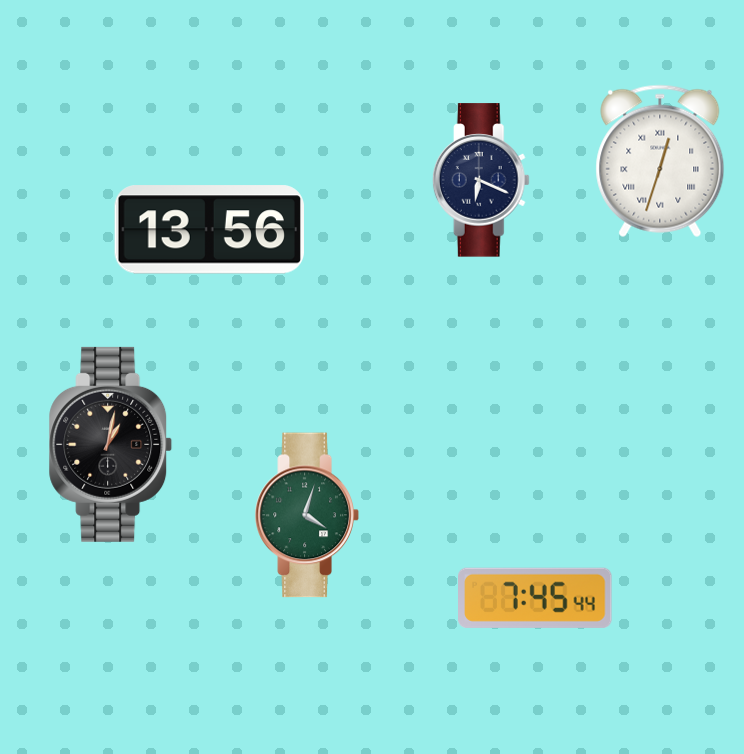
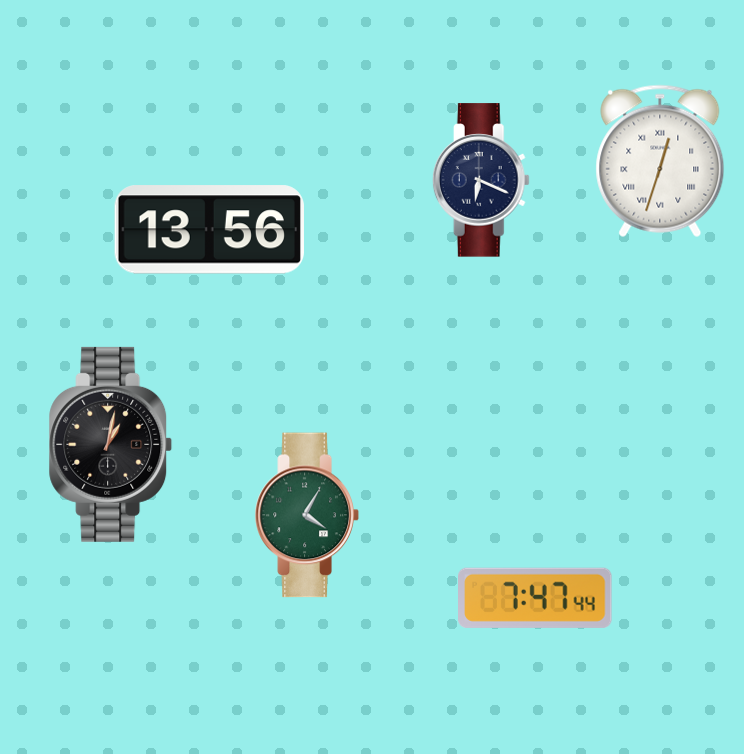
clock at (307, 515): 4:03 -> 4:05
clock at (535, 598): 7:45 -> 7:47
